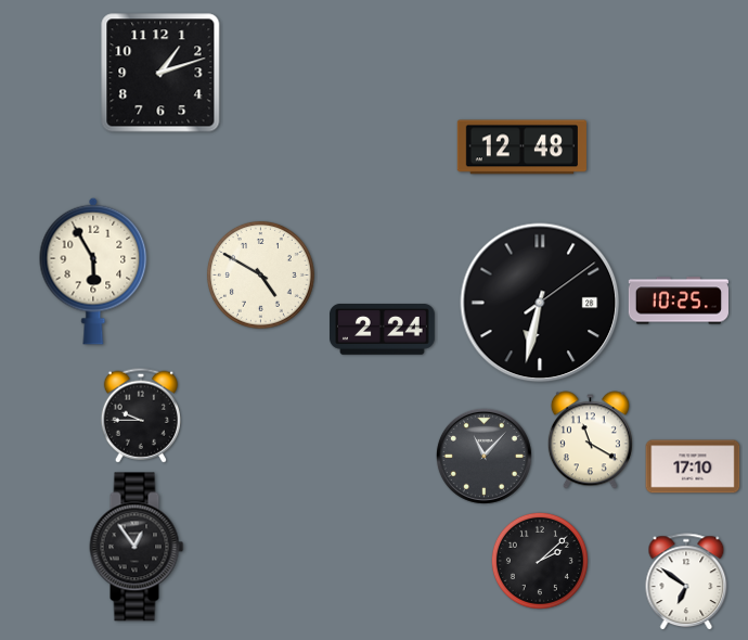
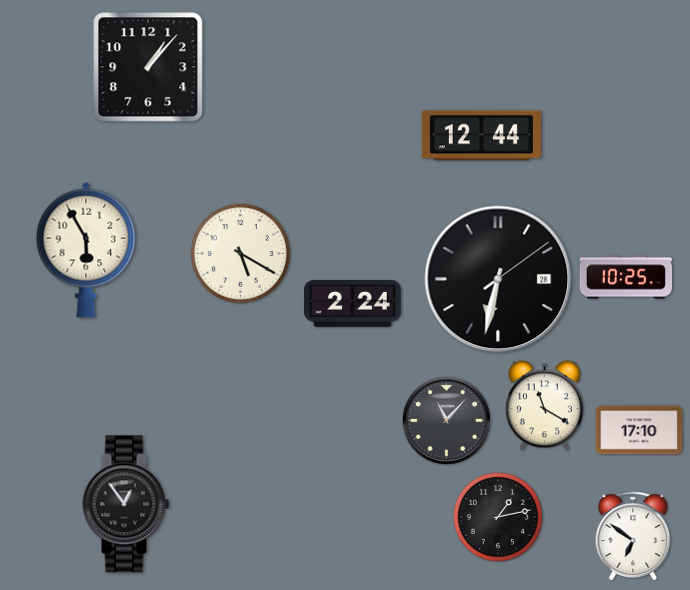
clock at (160, 73): 1:12 -> 1:07
clock at (521, 148): 12:48 -> 12:44
clock at (261, 276): 4:50 -> 5:20
clock at (141, 415): 9:45 -> none
clock at (540, 561): 2:08 -> 1:13
